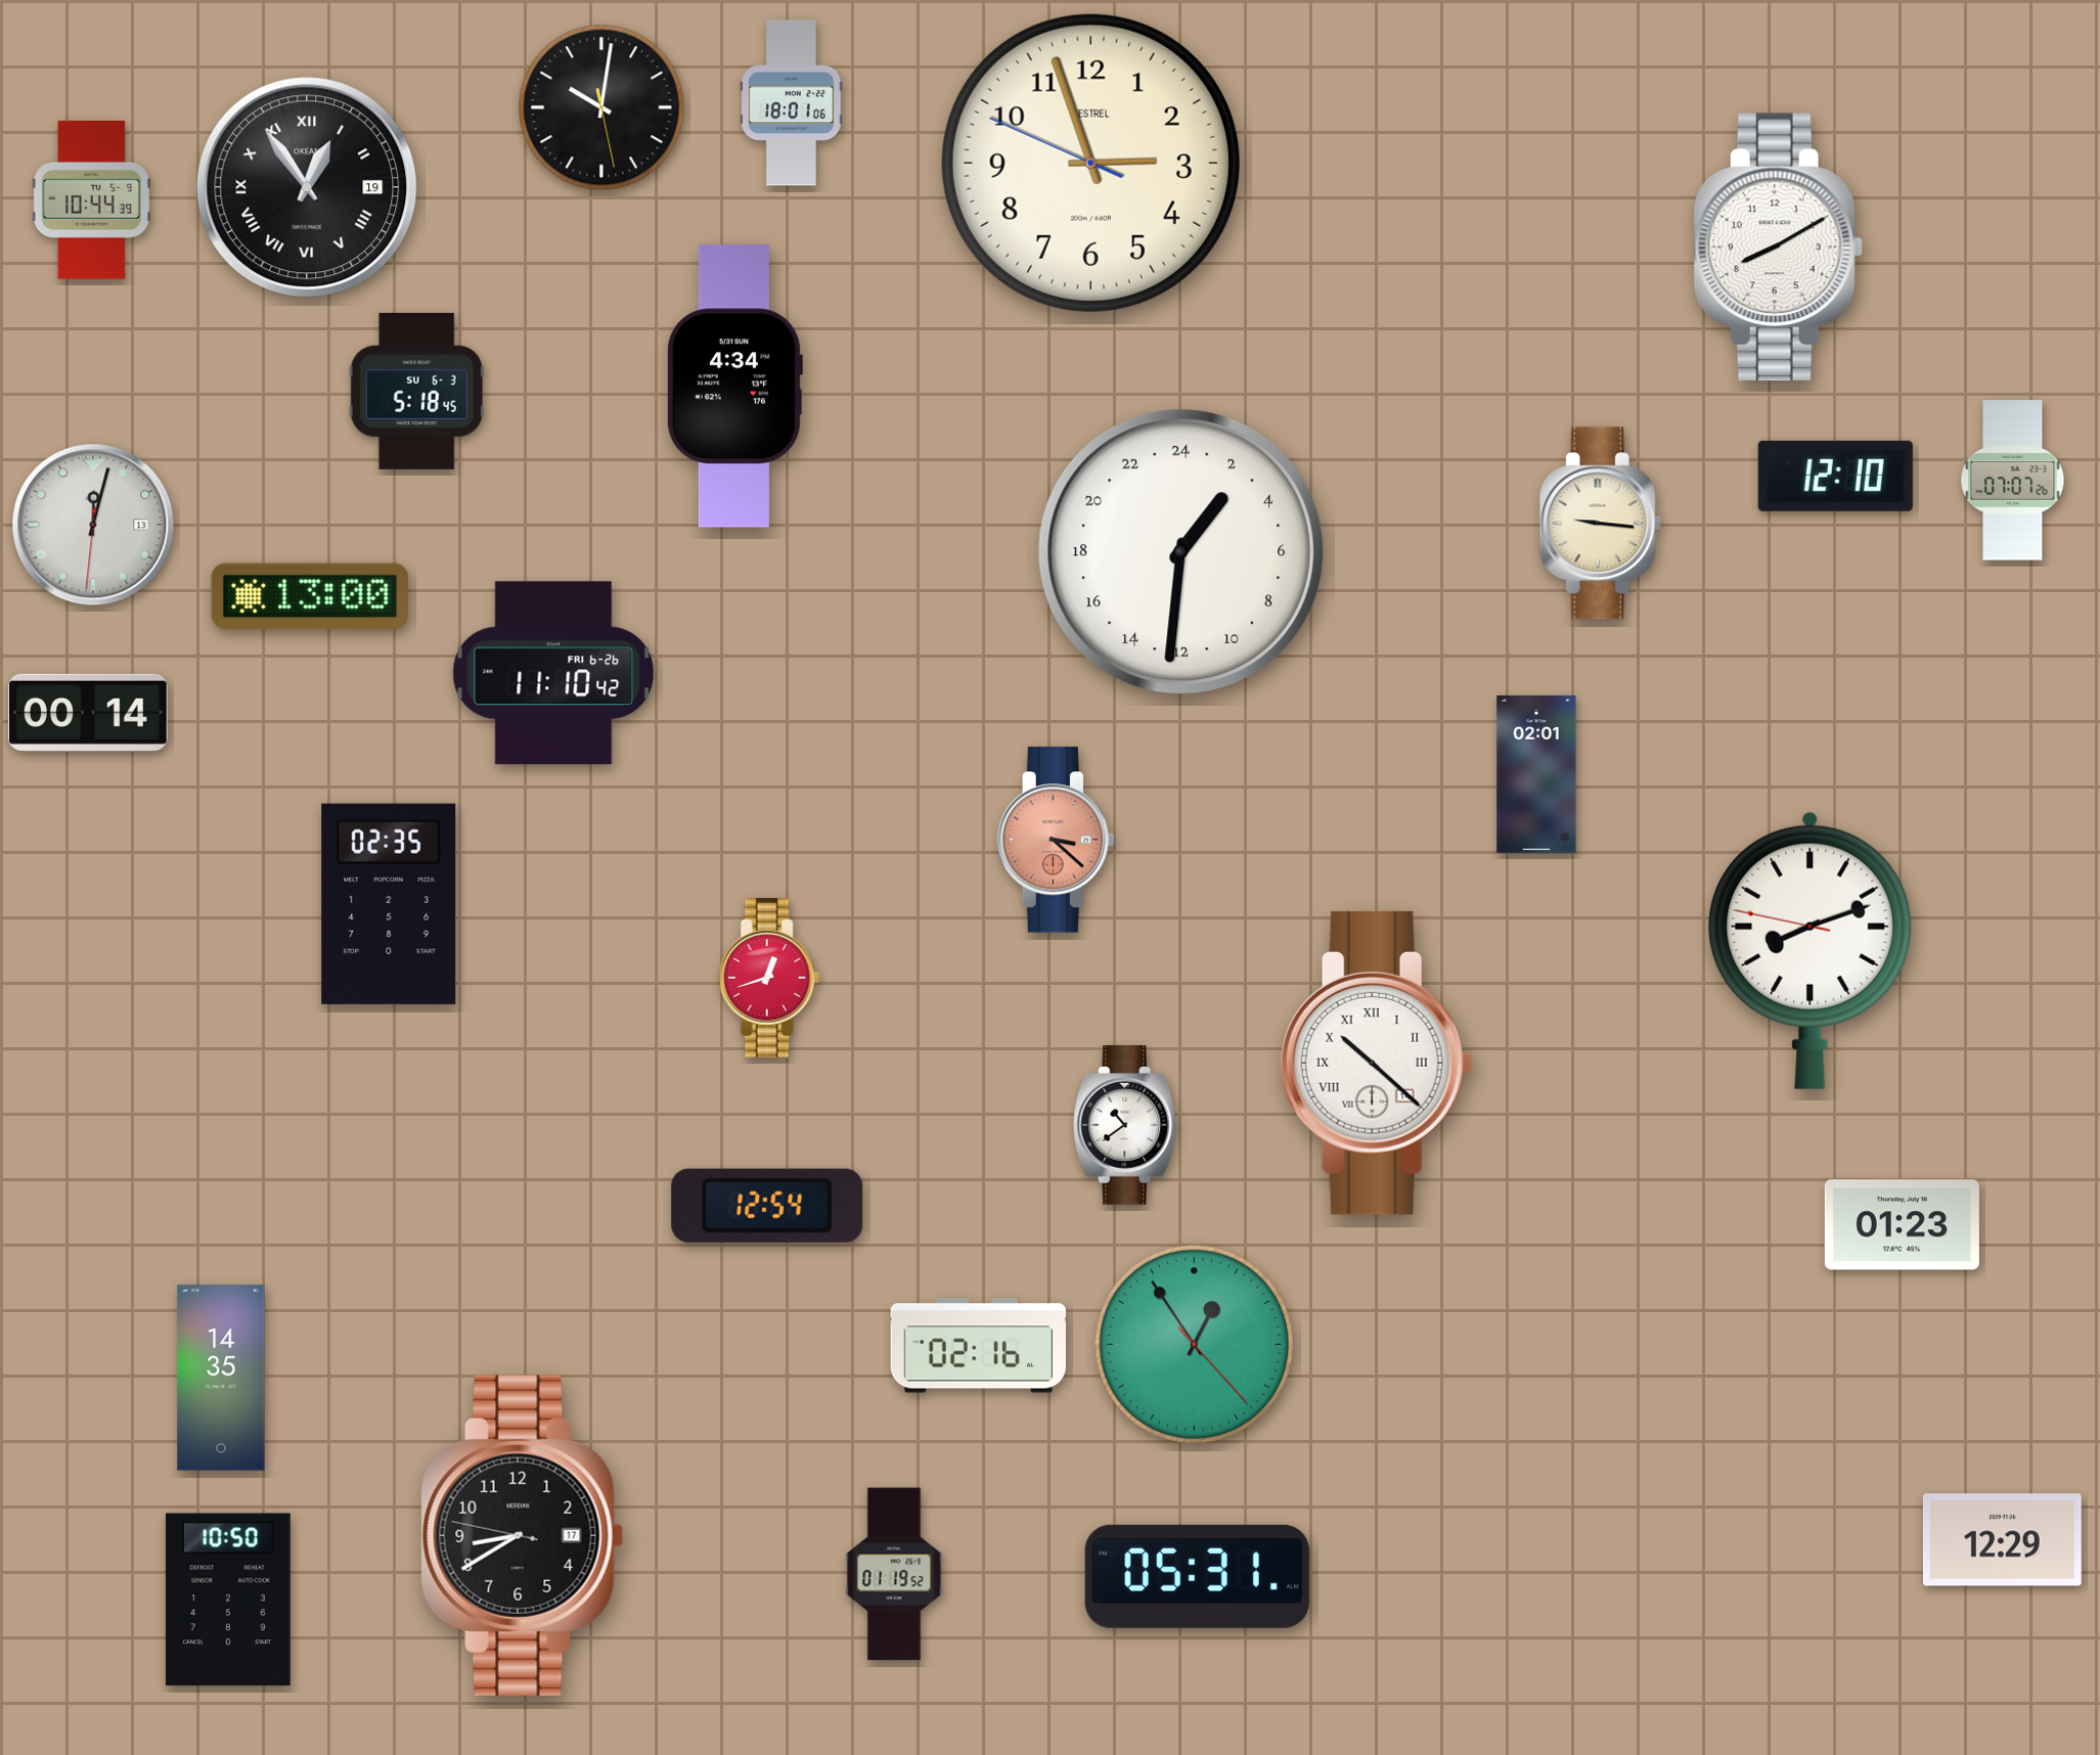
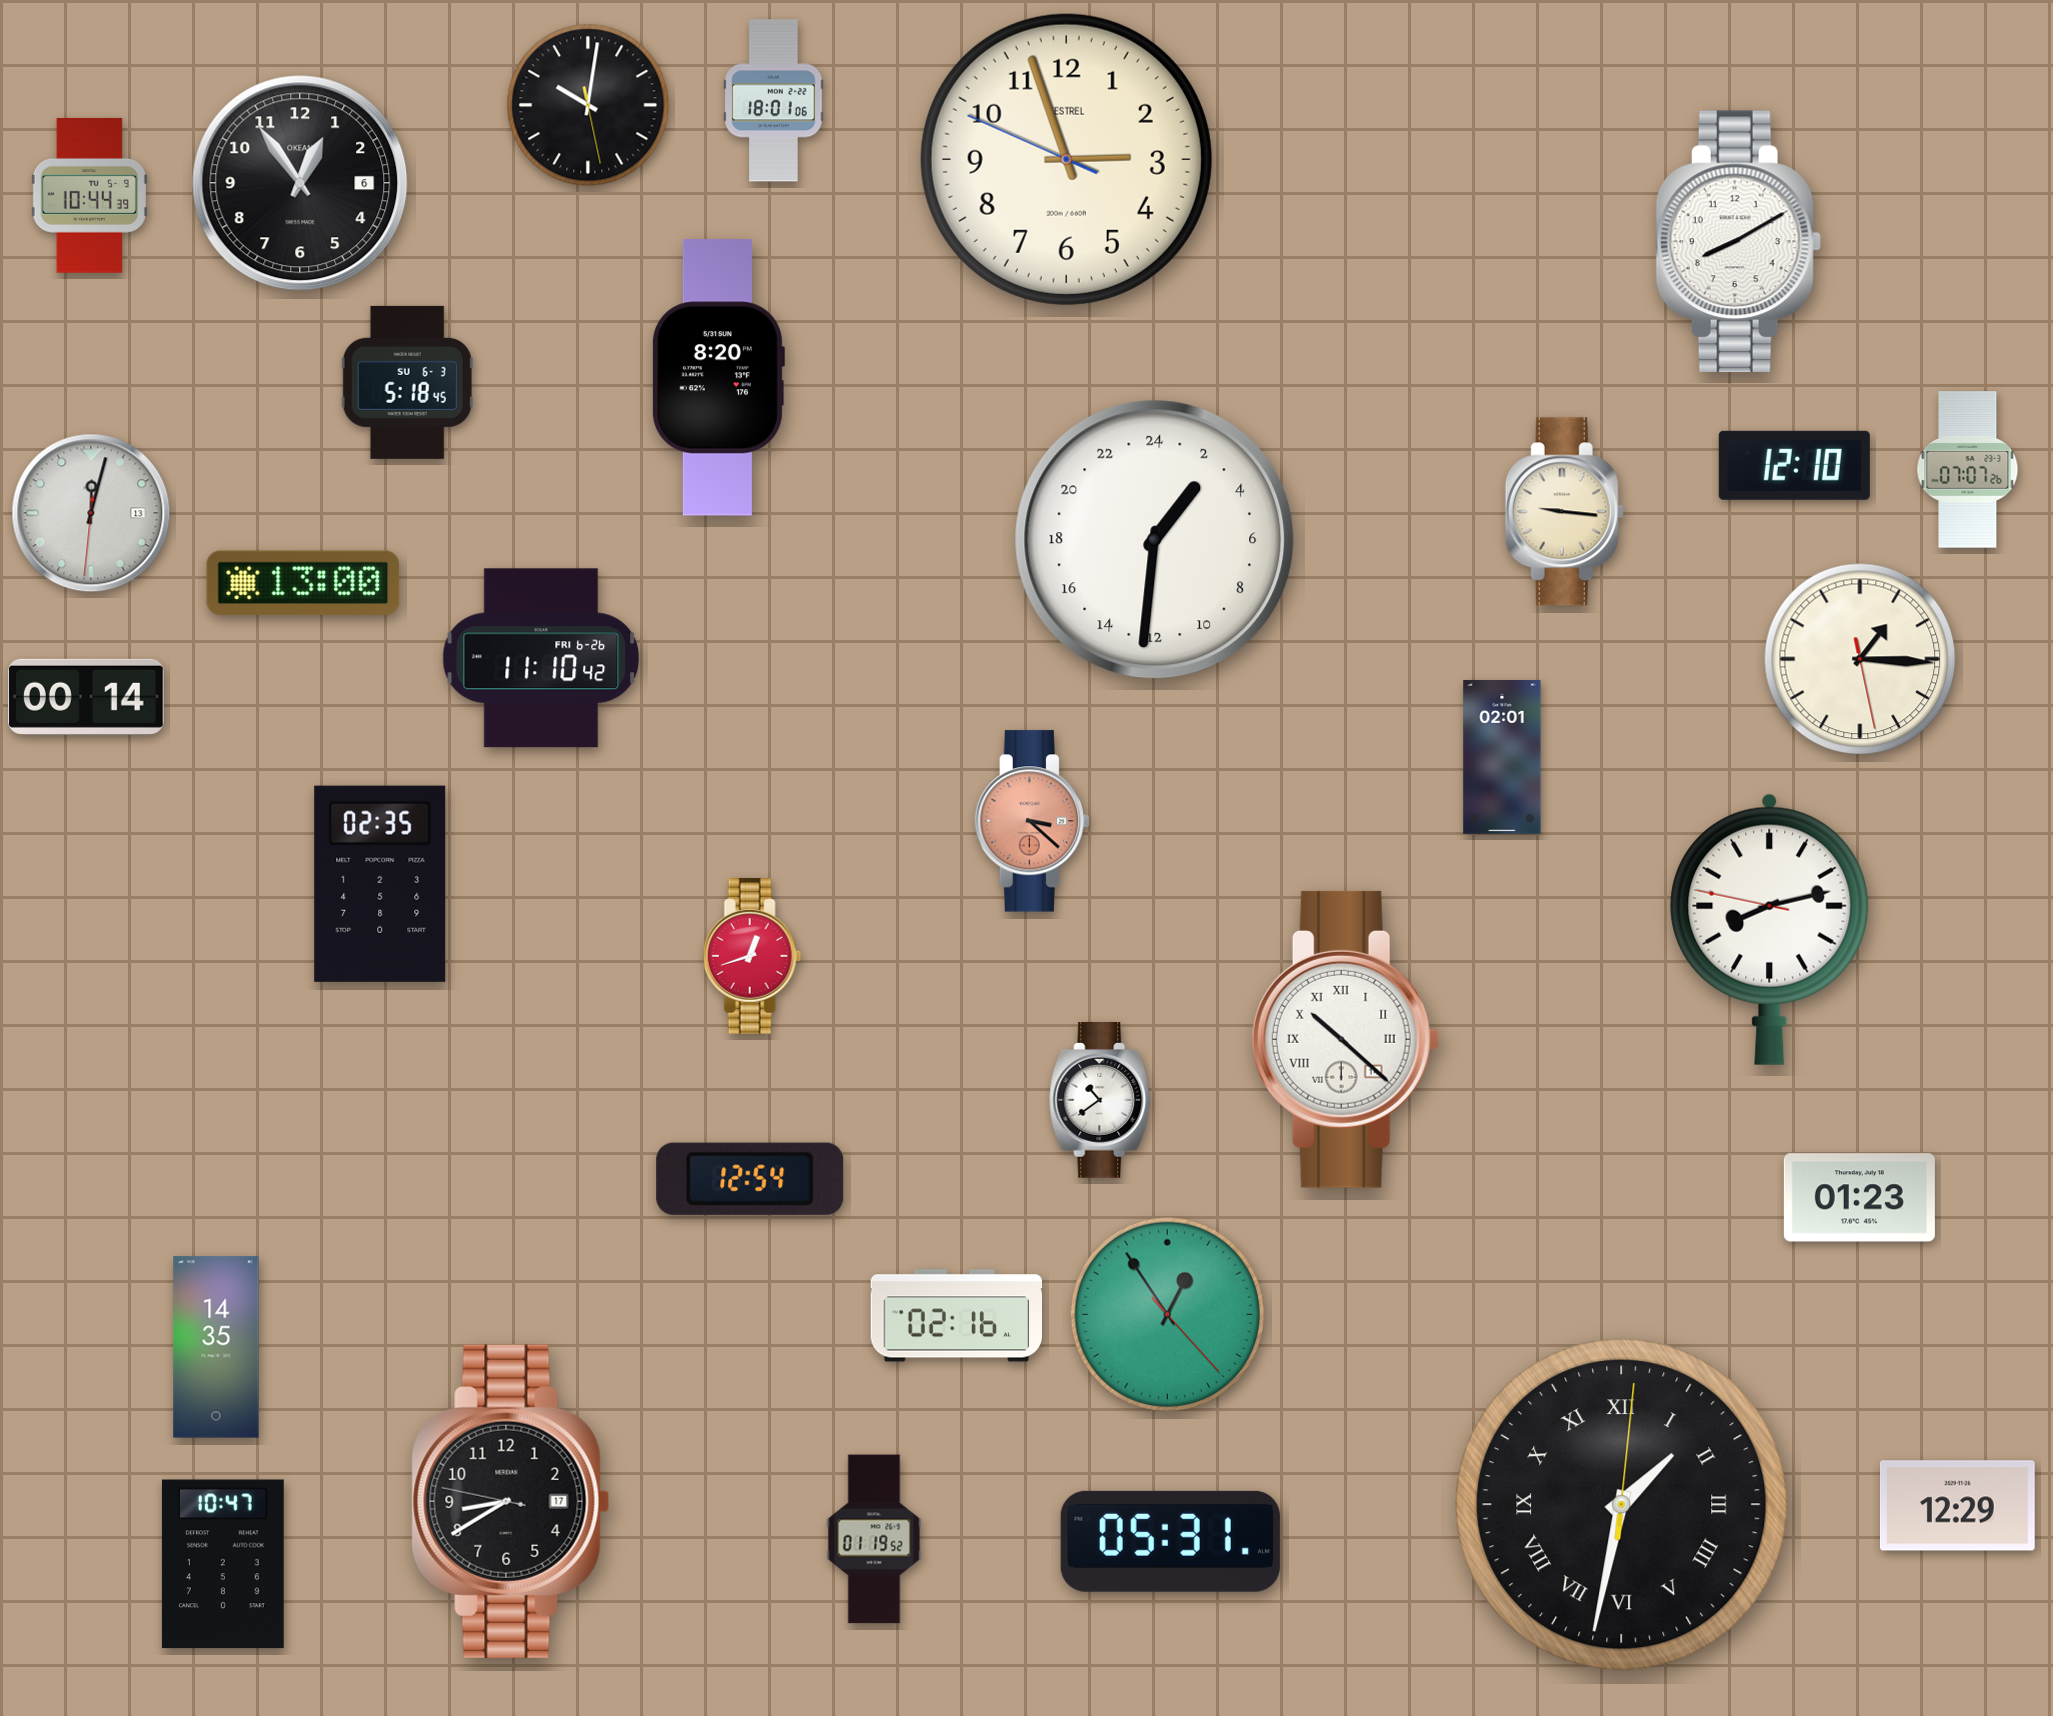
clock at (307, 187) date: 19 -> 6
clock at (307, 187) numerals: Roman -> Arabic
clock at (734, 387): 4:34 -> 8:20
clock at (1860, 659): none -> 1:15
clock at (1811, 950): 8:11 -> 8:12
clock at (1622, 1505): none -> 1:32
clock at (228, 1600): 10:50 -> 10:47
